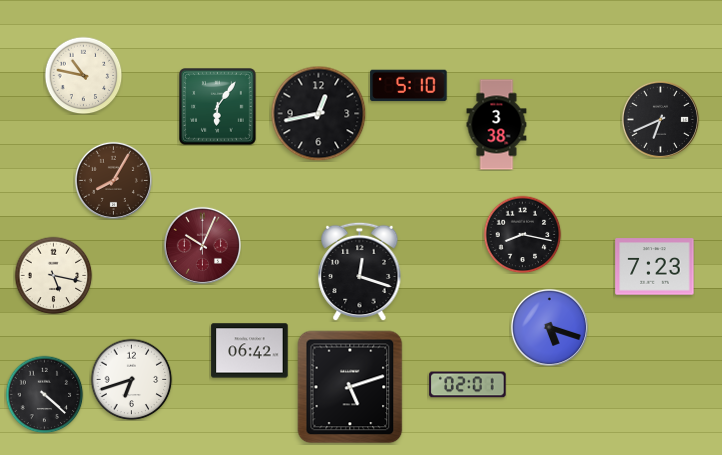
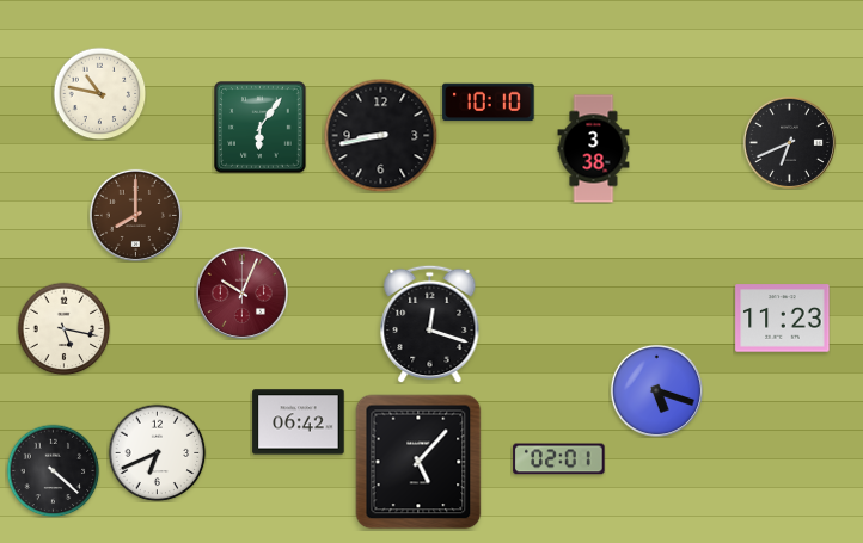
clock at (83, 75) position: (83, 75) -> (99, 93)
clock at (409, 86): 5:10 -> 10:10
clock at (318, 113): 12:43 -> 8:43
clock at (113, 180): 8:05 -> 8:00
clock at (522, 234): 8:17 -> none
clock at (655, 267): 7:23 -> 11:23
clock at (250, 351) position: (250, 351) -> (299, 422)
clock at (131, 379): 6:42 -> 6:41
clock at (350, 387): 5:12 -> 5:07
